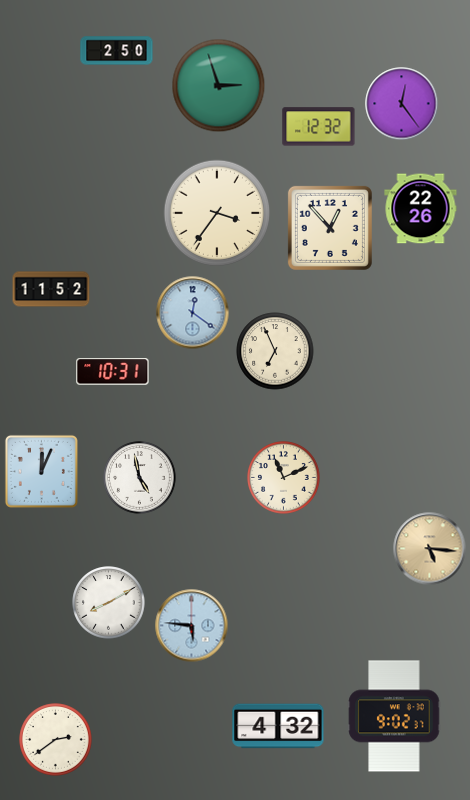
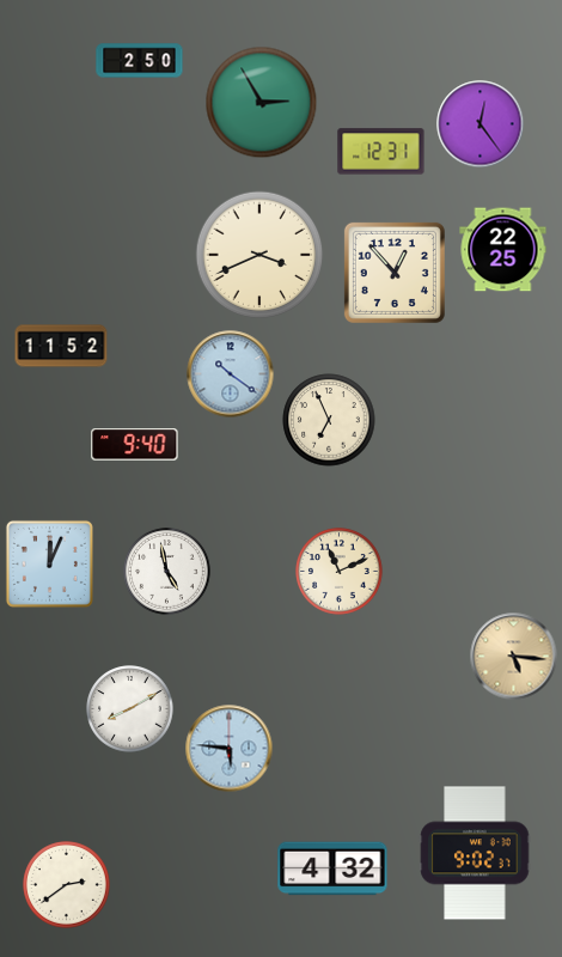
clock at (219, 86): 2:57 -> 2:55
clock at (319, 127): 12:32 -> 12:31
clock at (421, 209): 22:26 -> 22:25
clock at (217, 213): 3:36 -> 3:41
clock at (193, 313): 12:21 -> 10:21
clock at (113, 372): 10:31 -> 9:40
clock at (109, 603) position: (109, 603) -> (130, 709)
clock at (394, 716) position: (394, 716) -> (475, 853)
